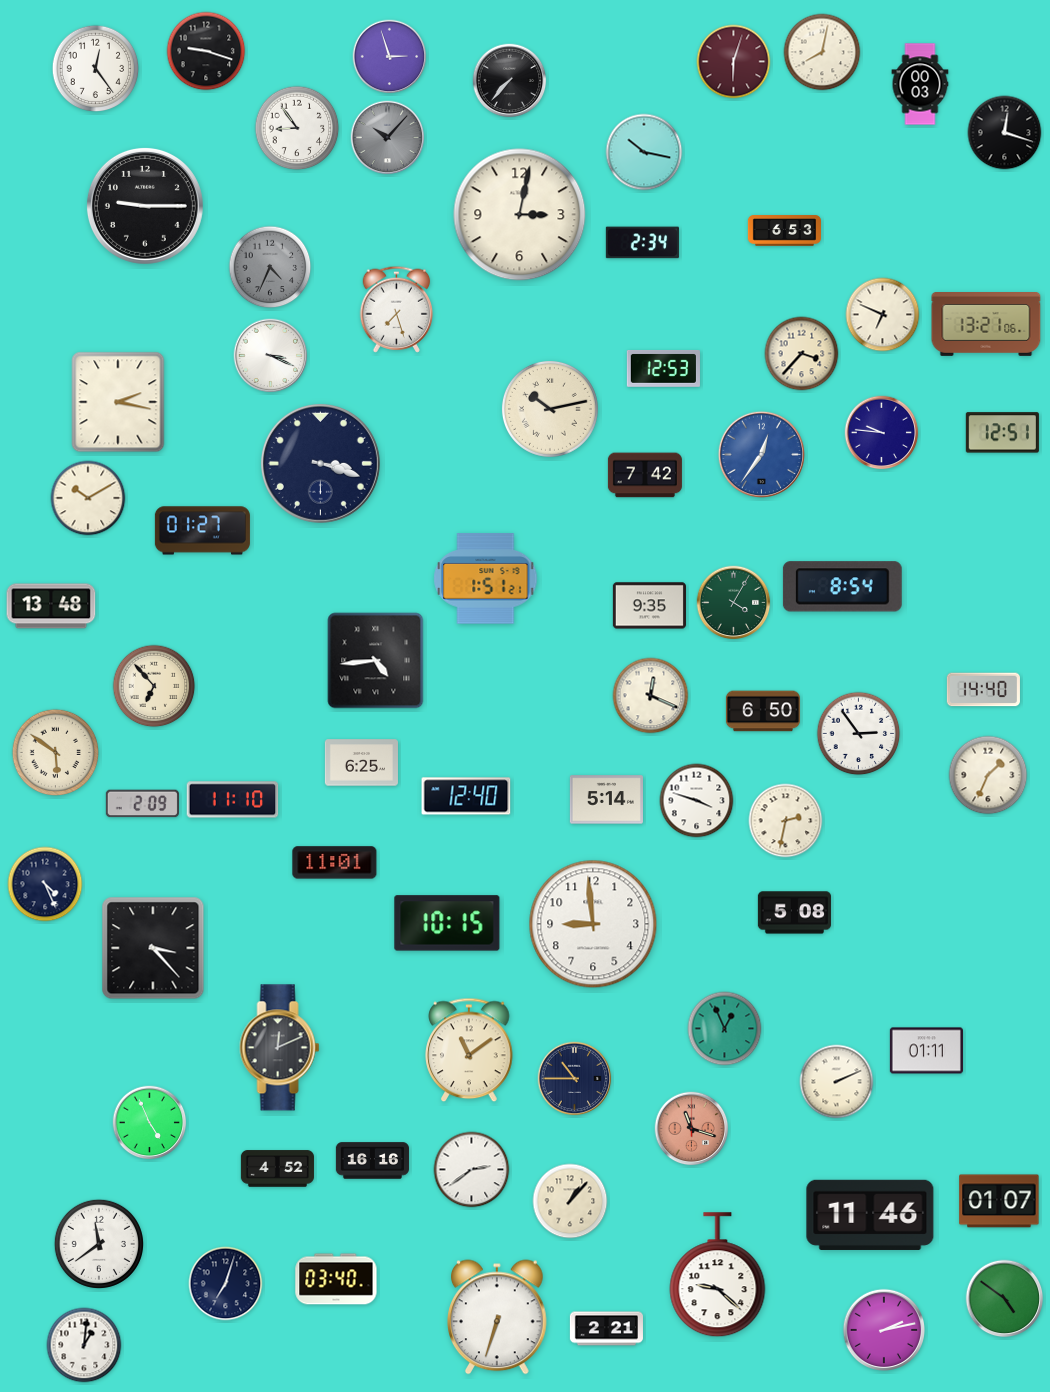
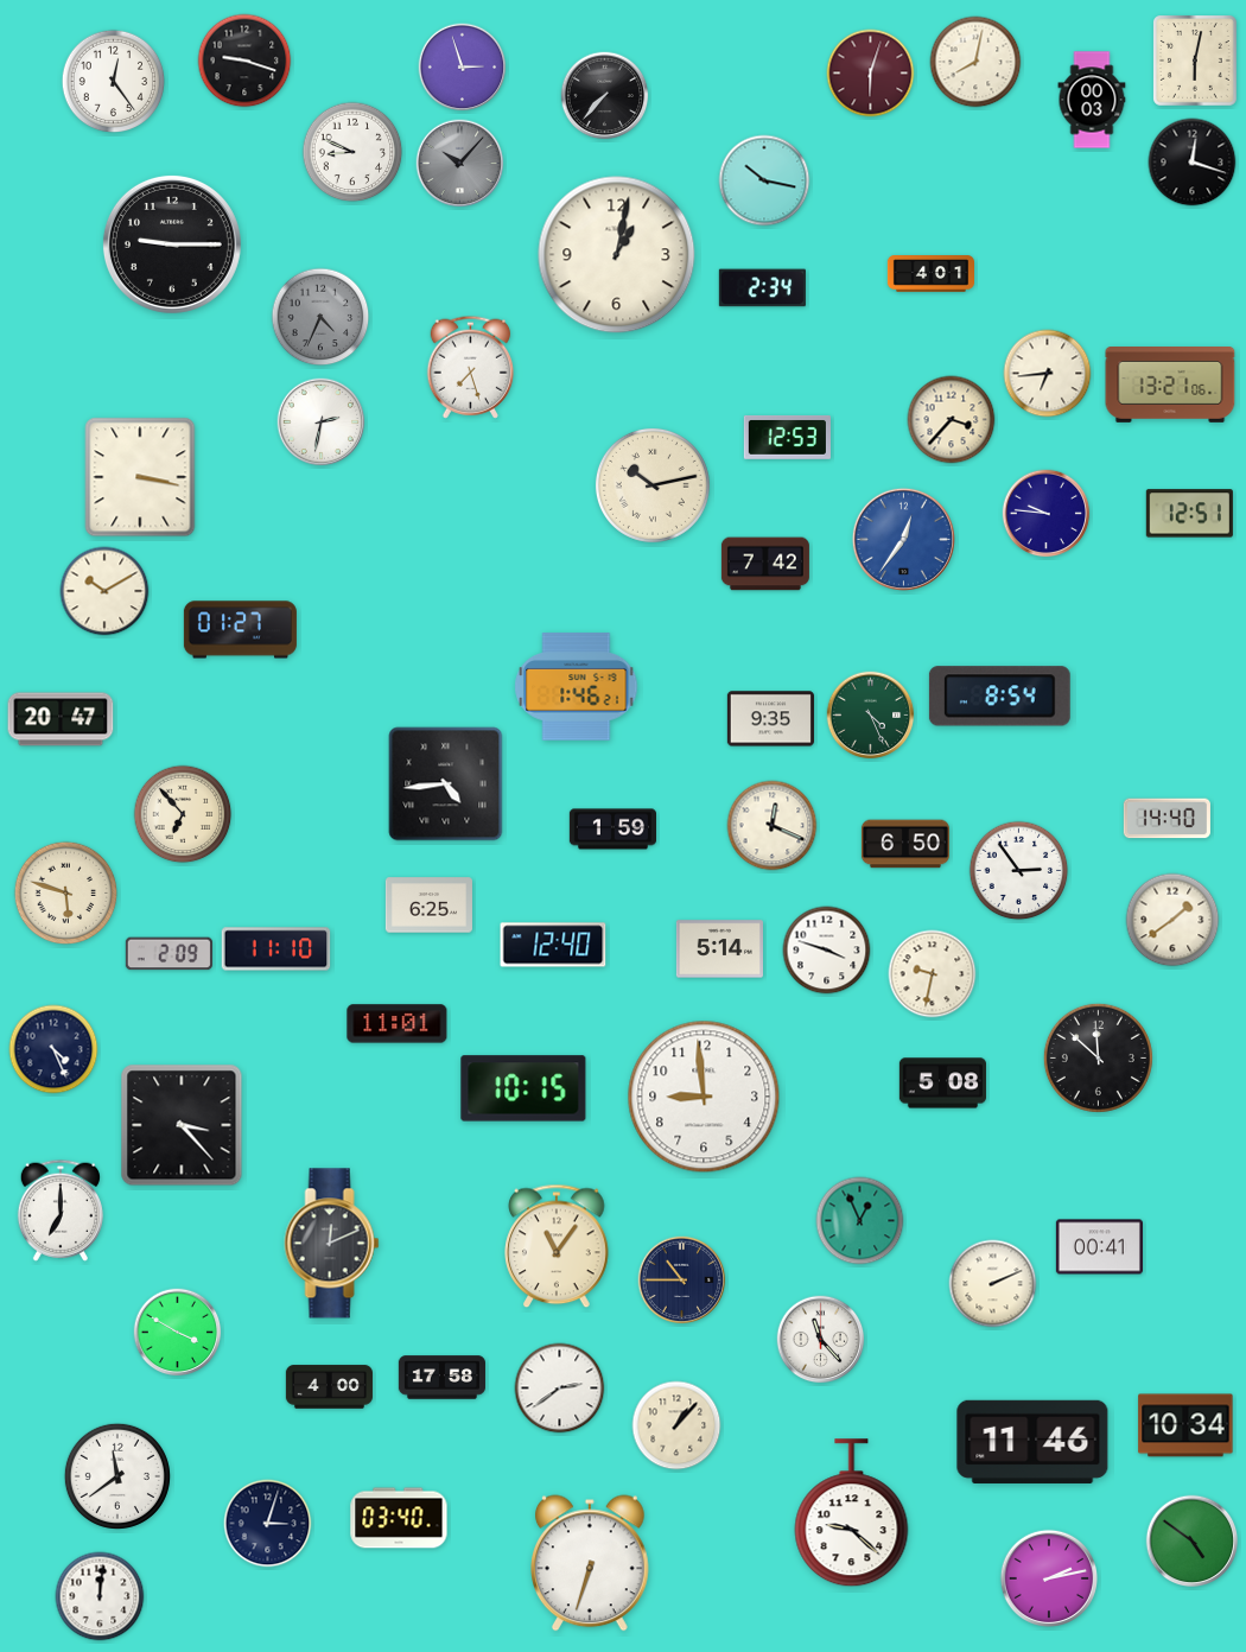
clock at (1196, 62): none -> 6:02
clock at (297, 128): 8:54 -> 8:49
clock at (1005, 133) position: (1005, 133) -> (1193, 163)
clock at (520, 215): 3:02 -> 1:02
clock at (784, 231): 6:53 -> 4:01
clock at (883, 315): 6:49 -> 6:44
clock at (271, 356): 3:19 -> 2:32
clock at (118, 402): 2:17 -> 3:17
clock at (320, 463): 3:18 -> none
clock at (486, 579): 1:51 -> 1:46
clock at (734, 603): 4:05 -> 4:26
clock at (51, 606): 13:48 -> 20:47
clock at (612, 830): none -> 1:59
clock at (56, 753): 5:51 -> 5:48
clock at (988, 775): 1:34 -> 1:39
clock at (786, 821): 2:32 -> 9:32
clock at (1098, 1057): none -> 11:52
clock at (447, 923) position: (447, 923) -> (523, 1088)
clock at (61, 1211): none -> 7:00
clock at (469, 1050): 11:09 -> 11:06
clock at (926, 1051): 01:11 -> 00:41
clock at (150, 1123): 4:56 -> 3:50
clock at (692, 1129): 11:18 -> 11:23
clock at (692, 1129) dial: salmon -> white
clock at (372, 1161): 16:16 -> 17:58
clock at (277, 1169): 4:52 -> 4:00
clock at (999, 1201): 01:07 -> 10:34
clock at (226, 1284): 7:03 -> 3:03
clock at (606, 1329): 2:21 -> none
clock at (84, 1345): 1:01 -> 12:01
